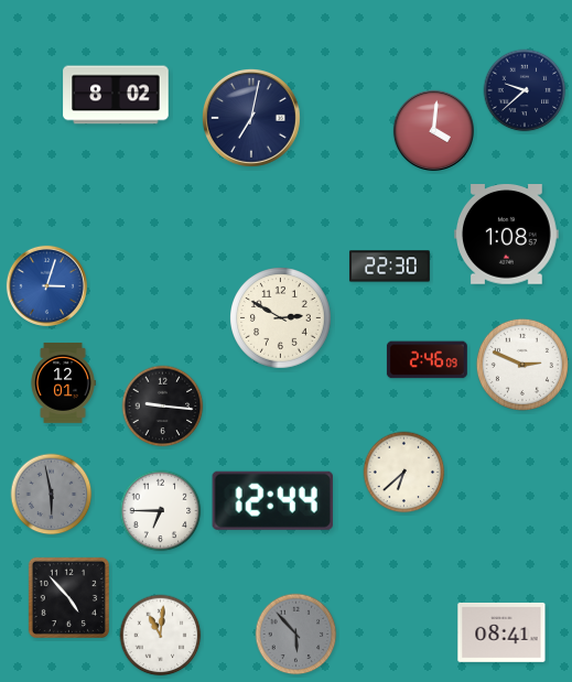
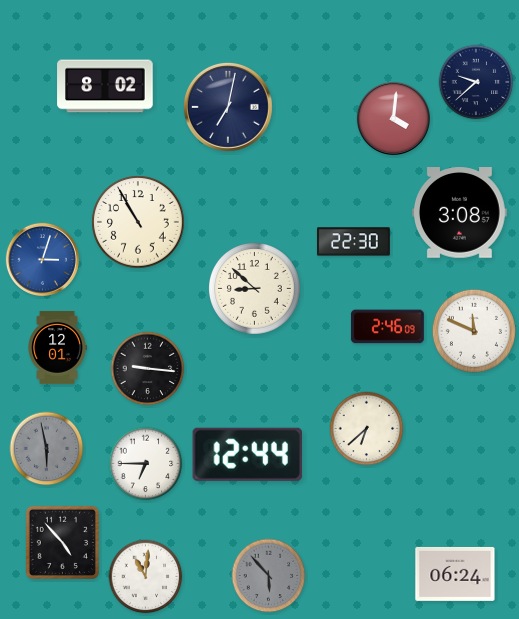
clock at (507, 235): 1:08 -> 3:08
clock at (138, 222): none -> 10:55
clock at (281, 318): 2:50 -> 8:52
clock at (522, 365): 2:49 -> 11:49
clock at (501, 632): 08:41 -> 06:24
